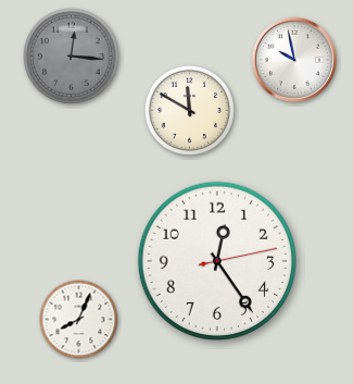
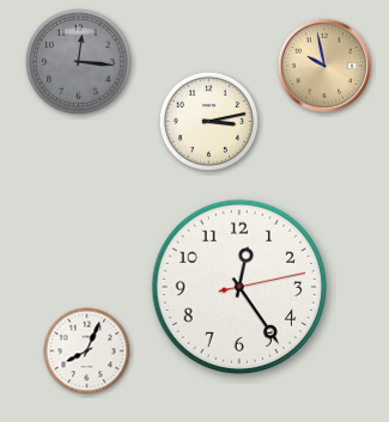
clock at (294, 60) dial: white -> champagne
clock at (189, 110): 11:50 -> 3:13
